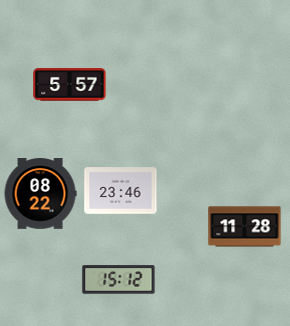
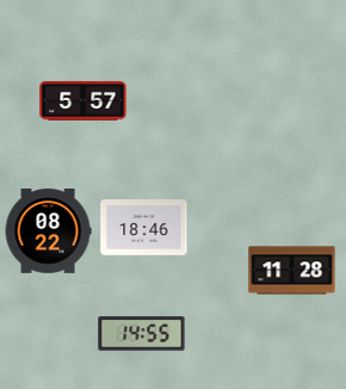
clock at (121, 191): 23:46 -> 18:46
clock at (119, 280): 15:12 -> 14:55
